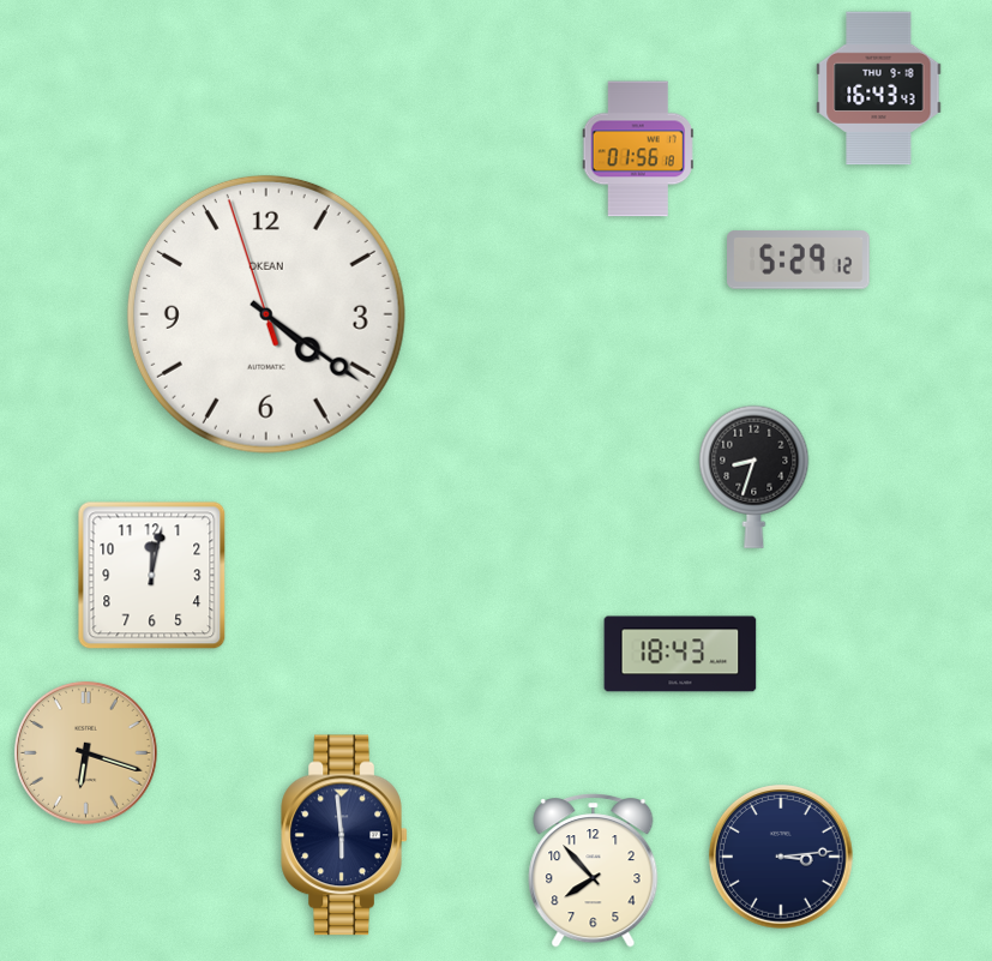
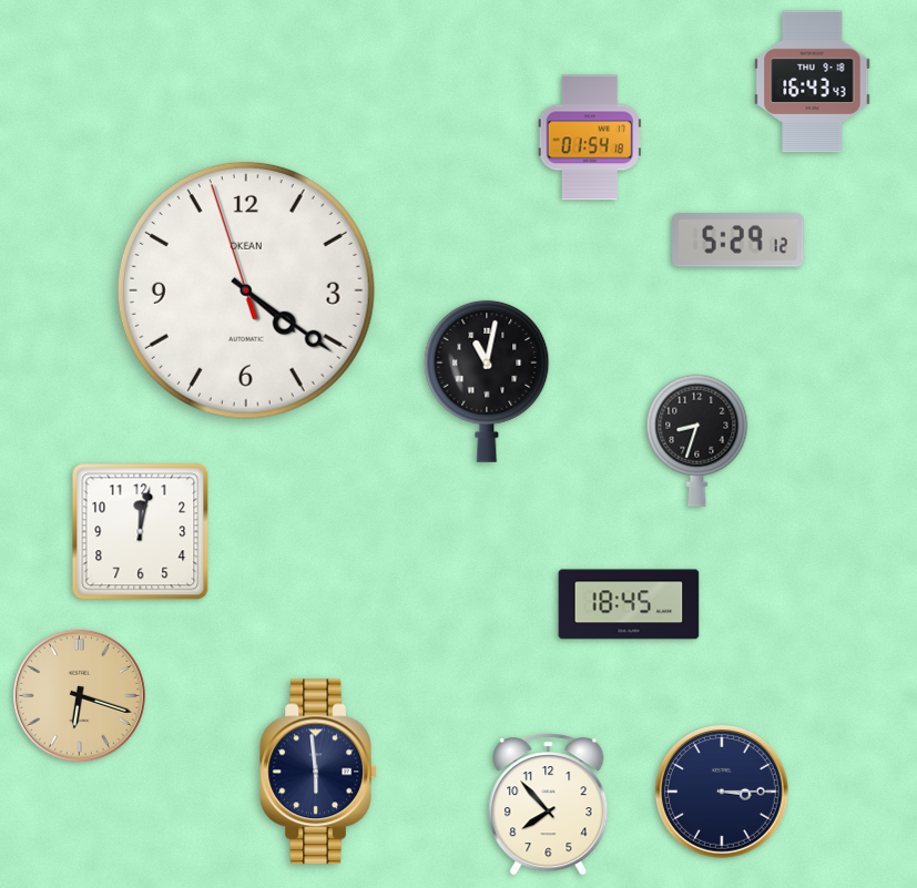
clock at (638, 149): 01:56 -> 01:54
clock at (487, 381): none -> 11:02
clock at (680, 654): 18:43 -> 18:45
clock at (782, 858): 3:14 -> 3:15
